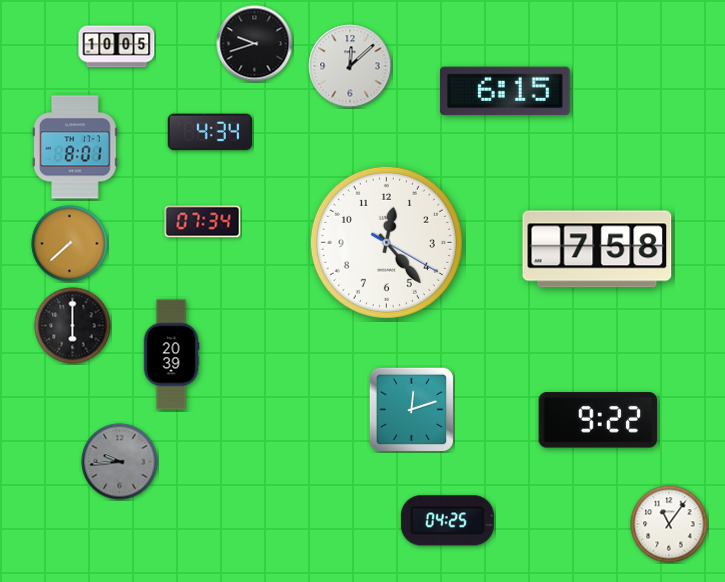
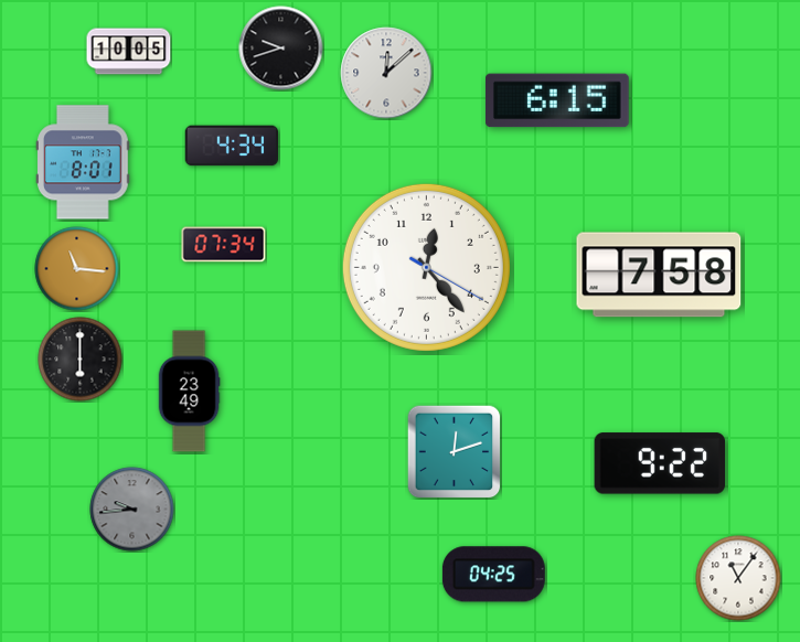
clock at (70, 244): 7:38 -> 11:16
clock at (171, 355): 20:39 -> 23:49
